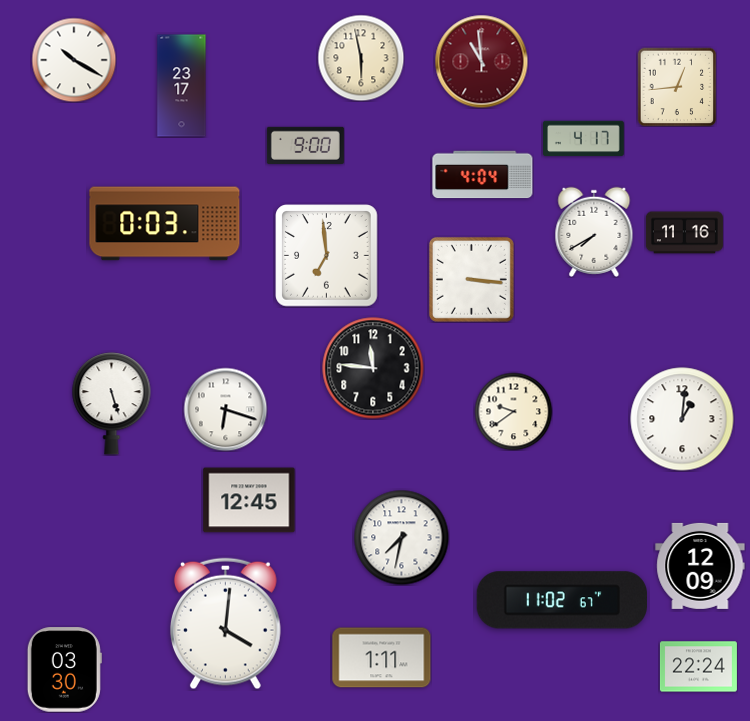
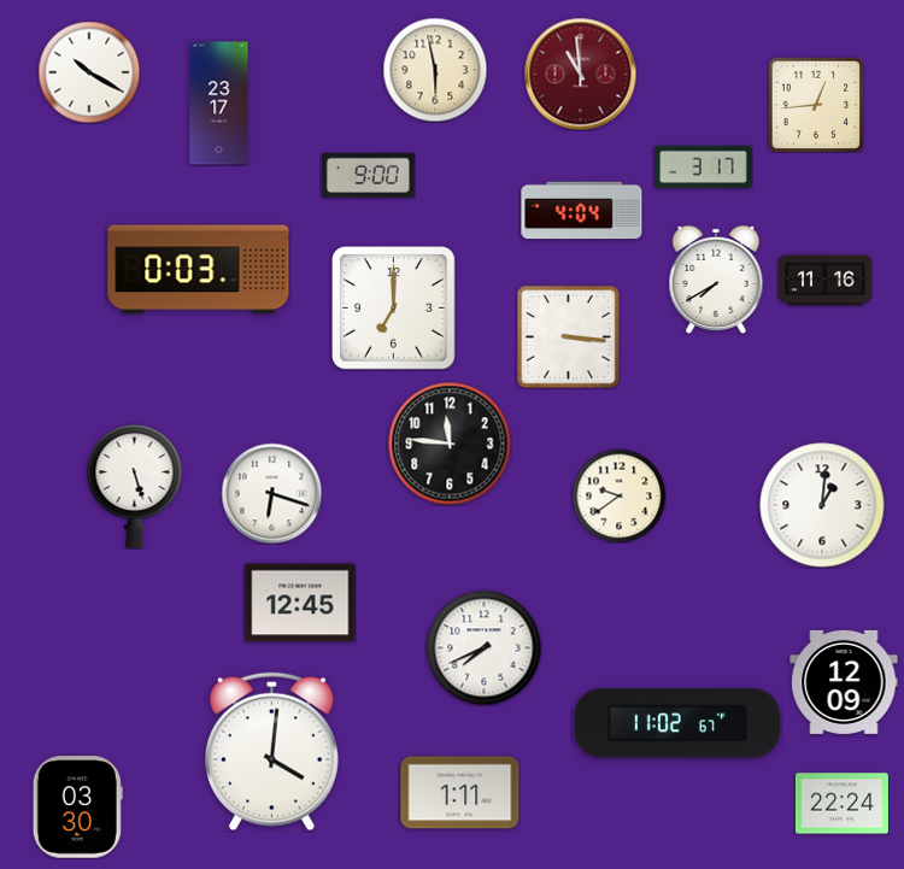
clock at (584, 139): 4:17 -> 3:17
clock at (327, 256): 6:59 -> 7:00
clock at (401, 537): 7:32 -> 7:41
